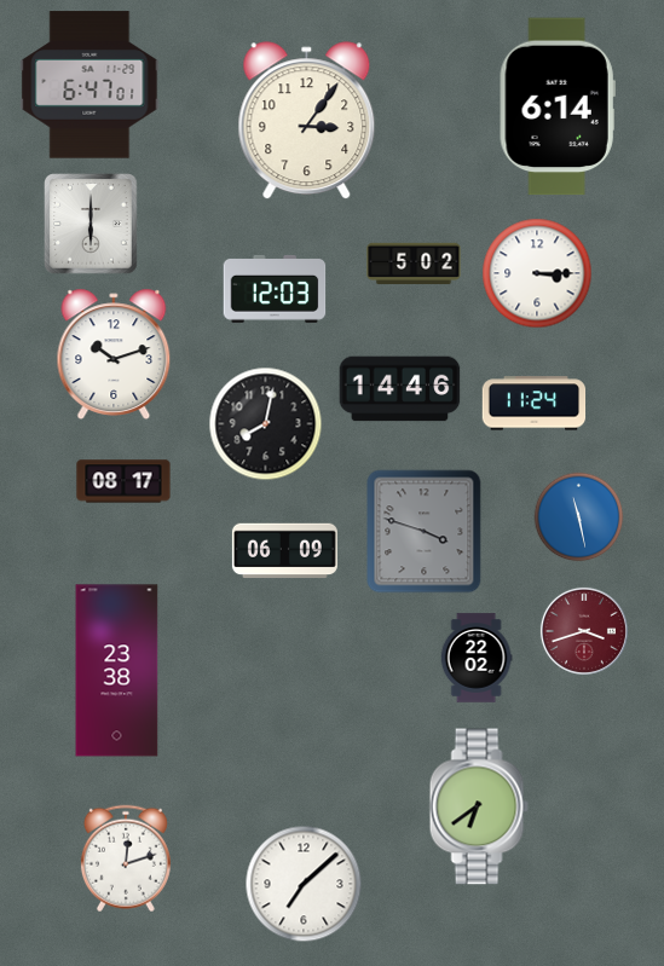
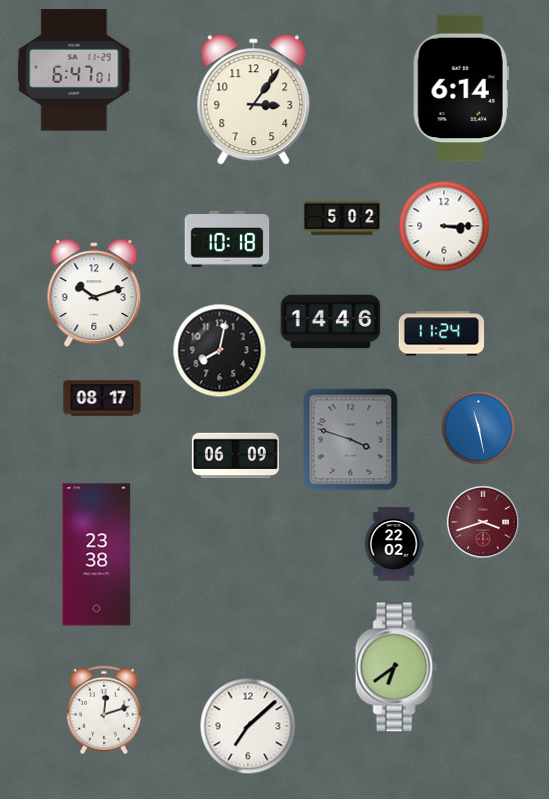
clock at (91, 224): 6:00 -> none
clock at (275, 289): 12:03 -> 10:18
clock at (304, 884) position: (304, 884) -> (248, 726)
